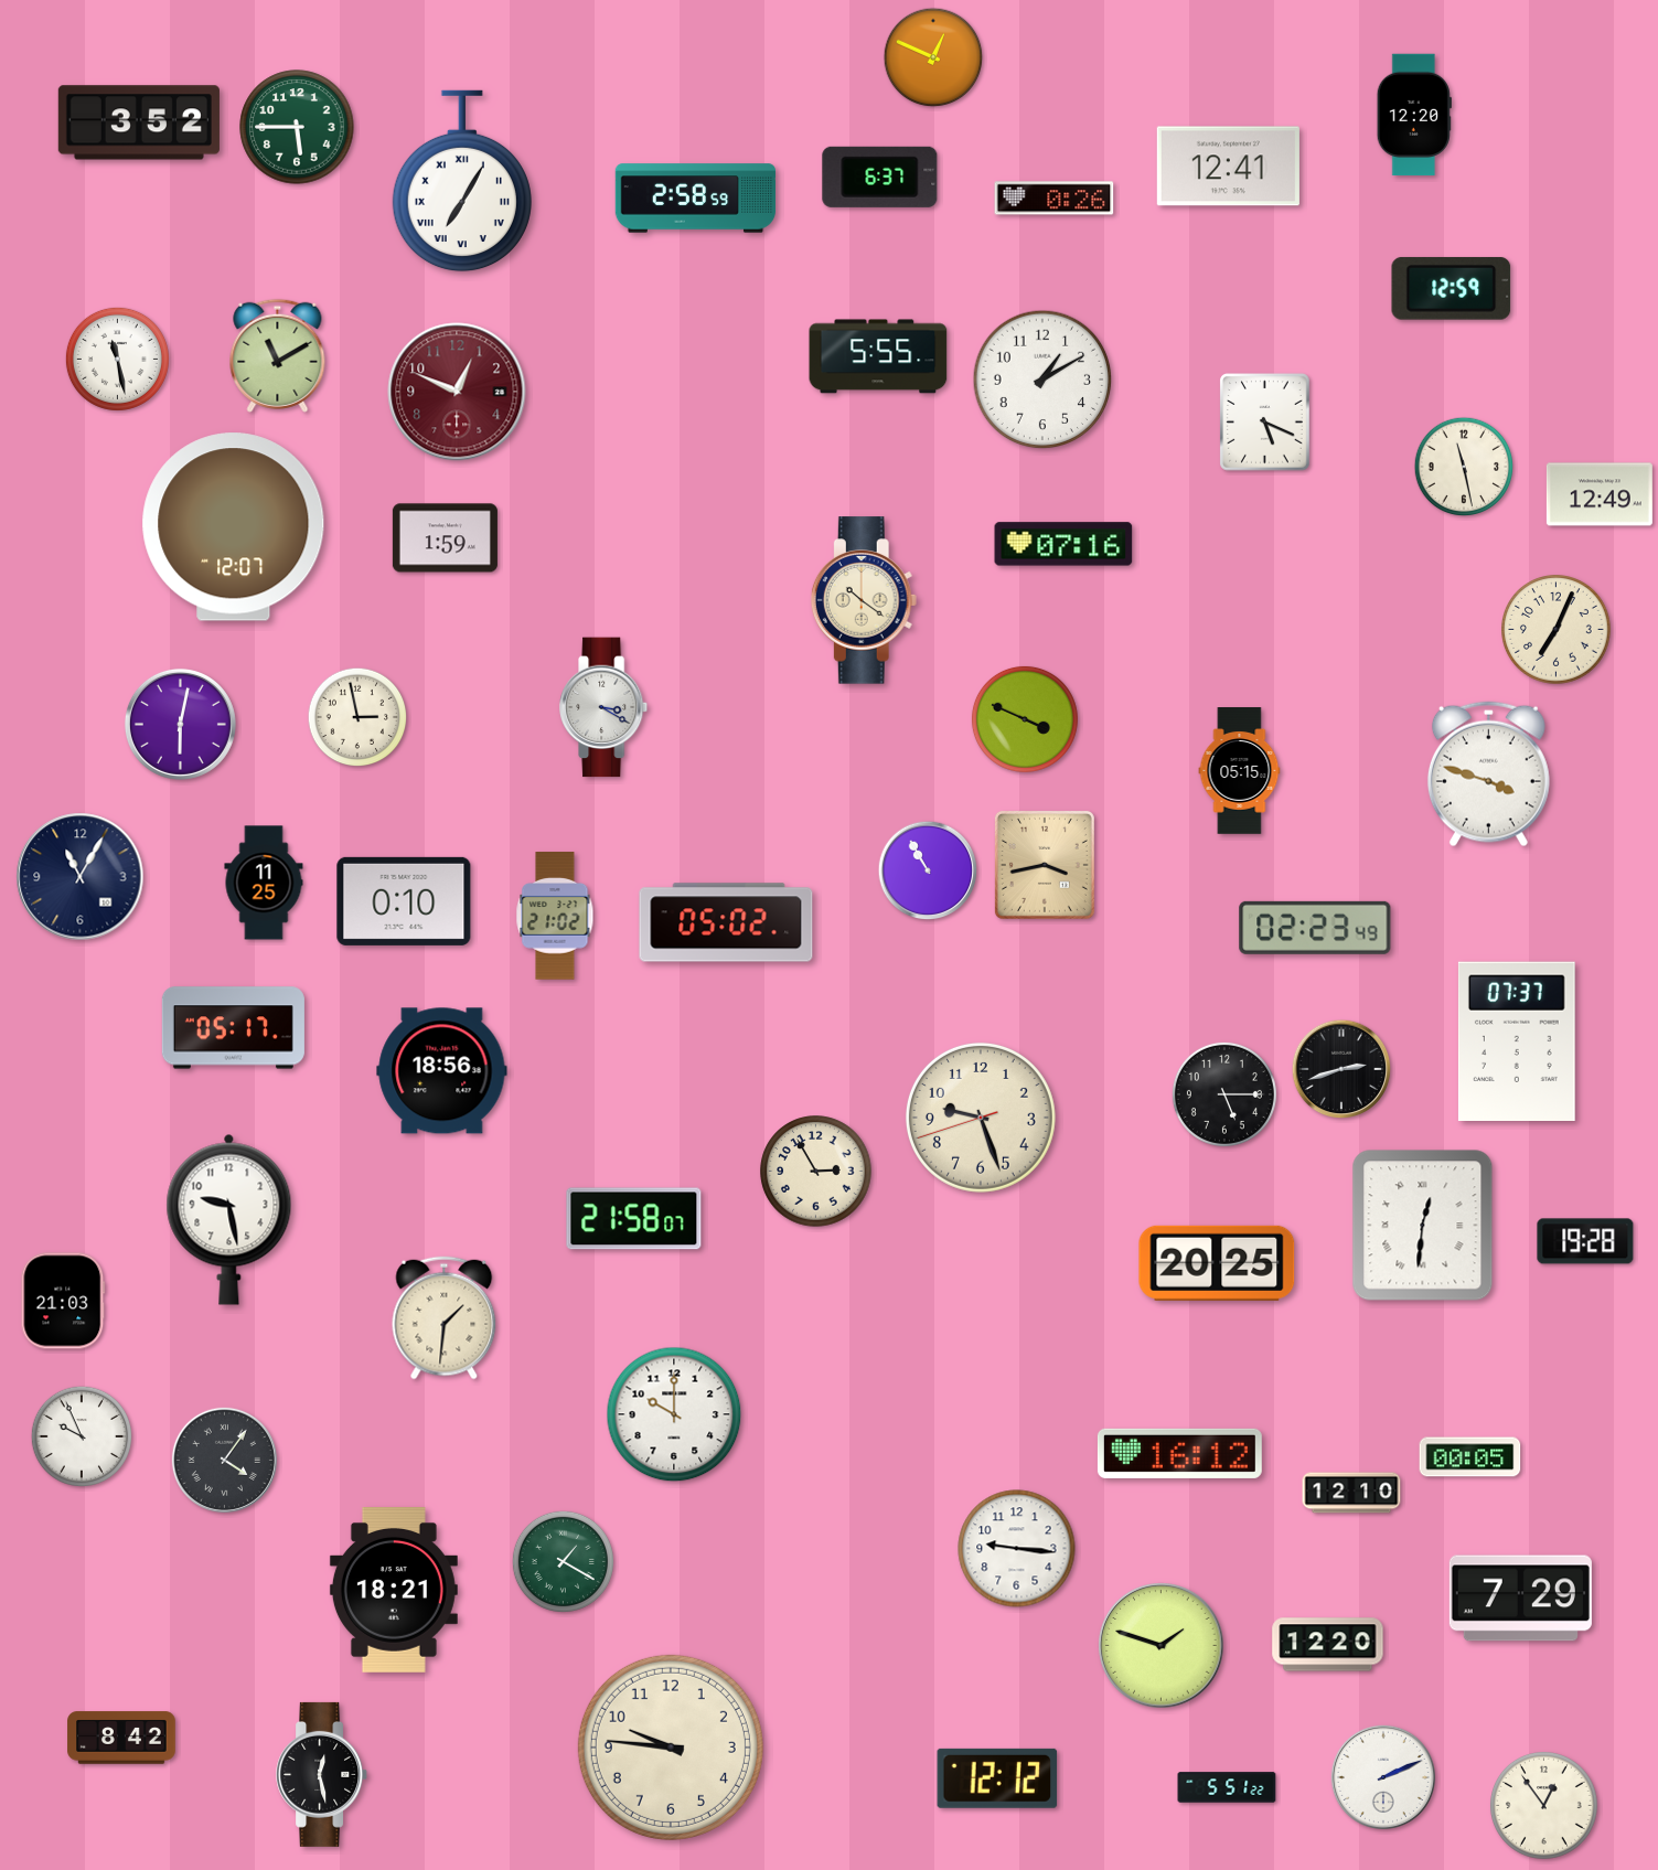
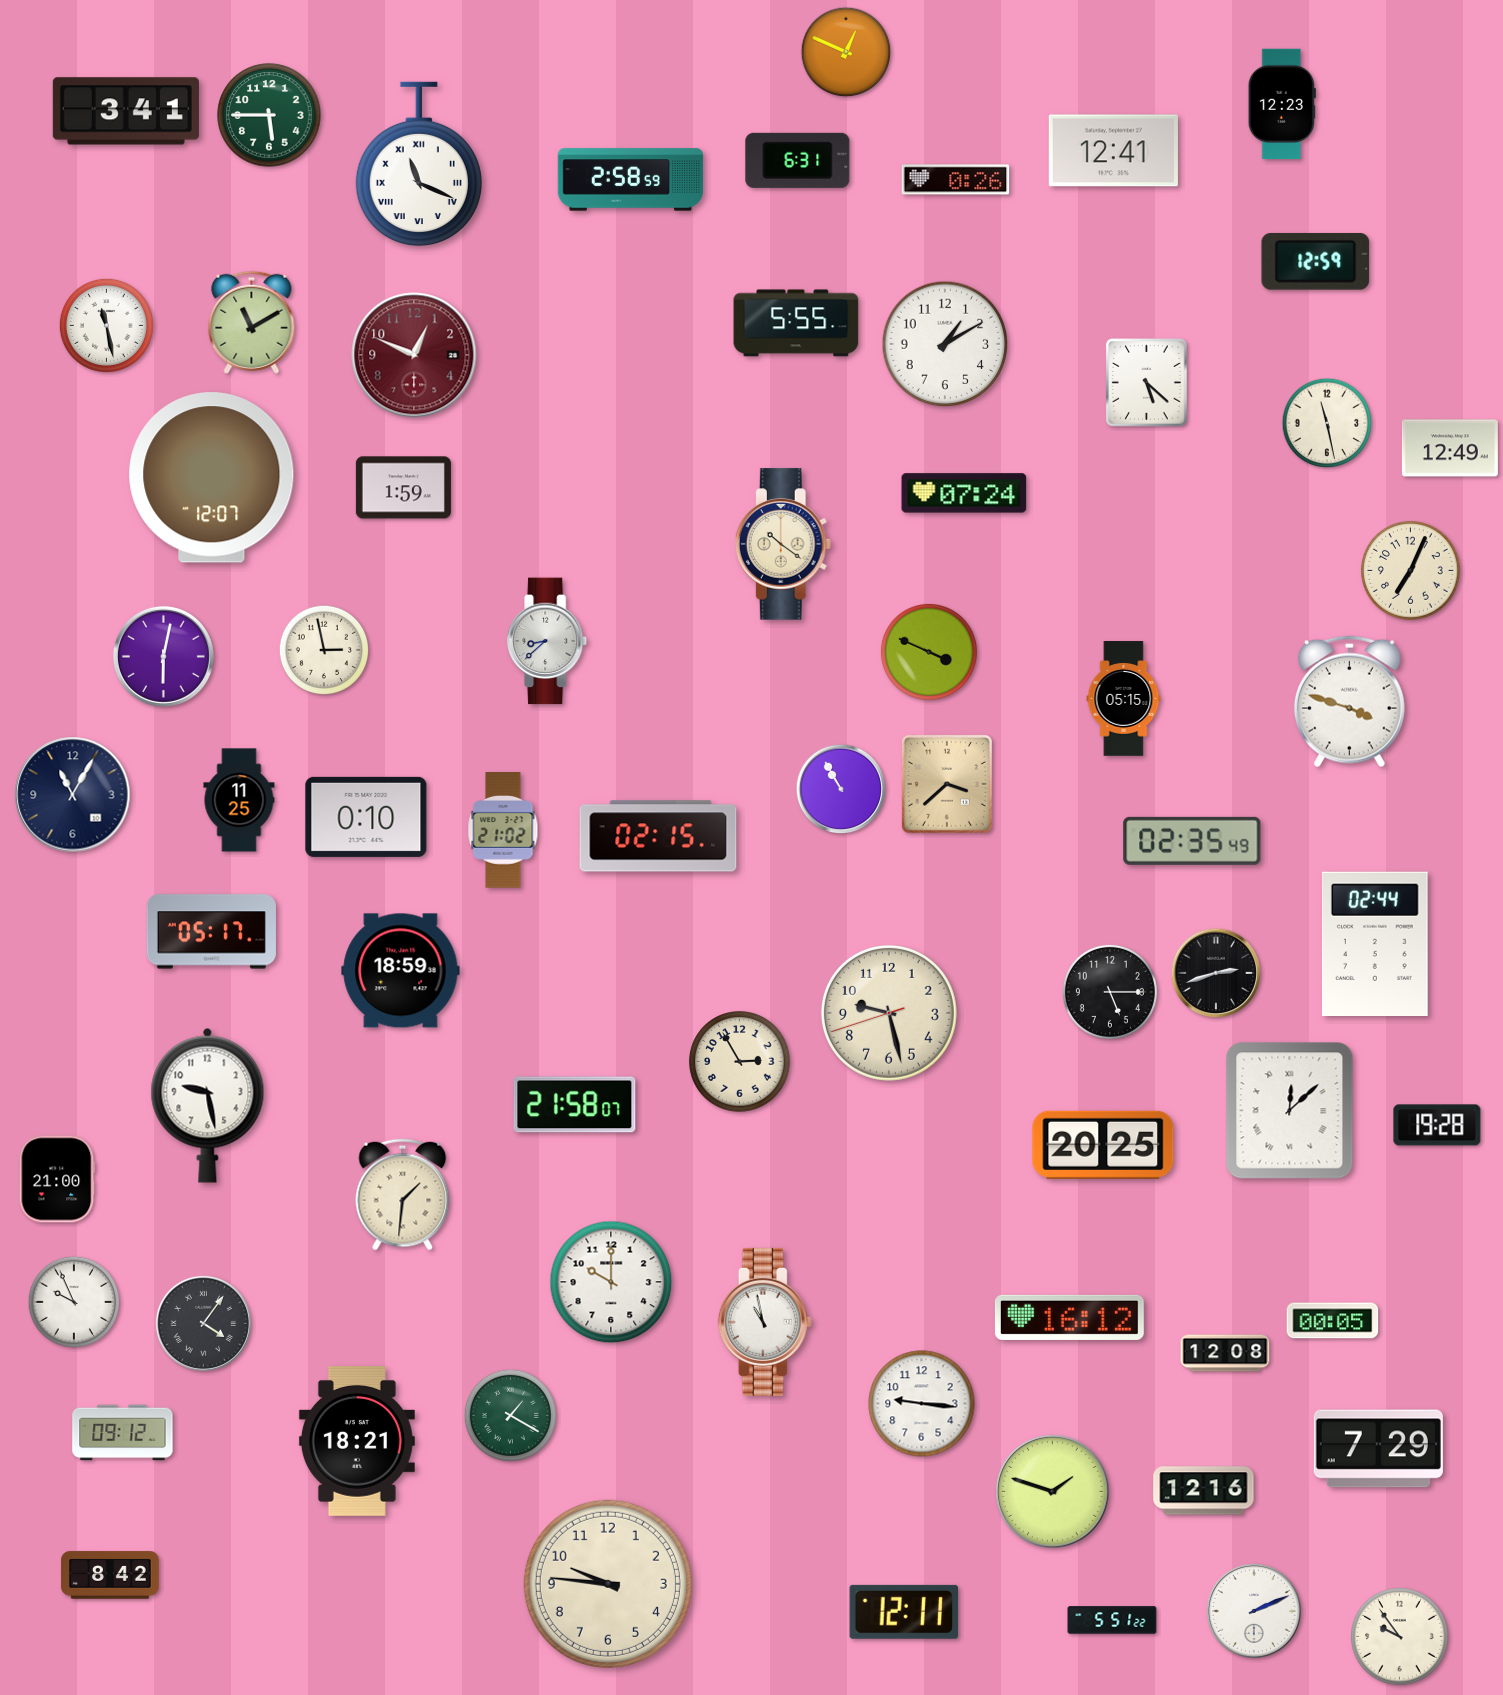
clock at (1414, 115): 12:20 -> 12:23
clock at (139, 122): 3:52 -> 3:41
clock at (880, 177): 6:37 -> 6:31
clock at (462, 181): 7:05 -> 11:19
clock at (1265, 423): 5:19 -> 5:22
clock at (1063, 544): 07:16 -> 07:24
clock at (605, 707): 3:20 -> 8:38
clock at (1045, 865): 3:43 -> 3:38
clock at (726, 922): 05:02 -> 02:15
clock at (1315, 928): 02:23 -> 02:35
clock at (1517, 1040): 07:37 -> 02:44
clock at (1341, 1069) position: (1341, 1069) -> (1216, 973)
clock at (442, 1071): 18:56 -> 18:59
clock at (981, 1118): 9:26 -> 9:27
clock at (1423, 1226): 12:31 -> 12:08
clock at (63, 1301): 21:03 -> 21:00
clock at (765, 1322): none -> 10:58
clock at (1351, 1493): 12:10 -> 12:08
clock at (123, 1433): none -> 09:12
clock at (1328, 1645): 12:20 -> 12:16
clock at (322, 1774): 12:28 -> none
clock at (997, 1778): 12:12 -> 12:11
clock at (1543, 1805): 12:54 -> 9:54
